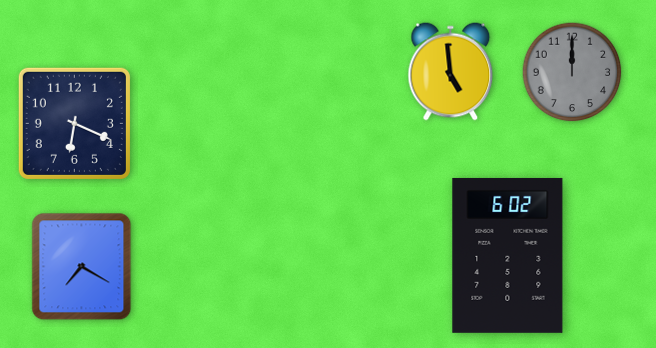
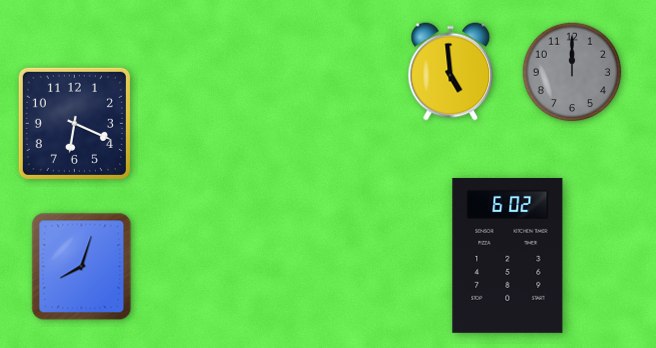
clock at (82, 267): 7:20 -> 8:03
